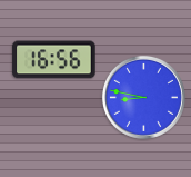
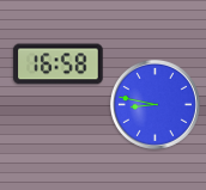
clock at (54, 60): 16:56 -> 16:58
